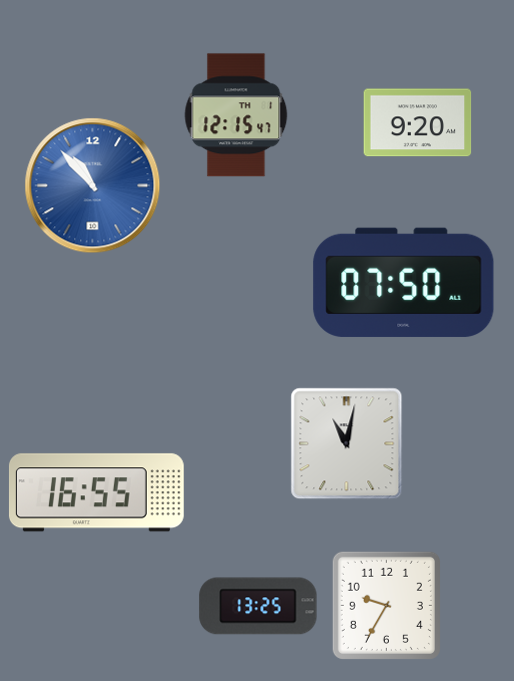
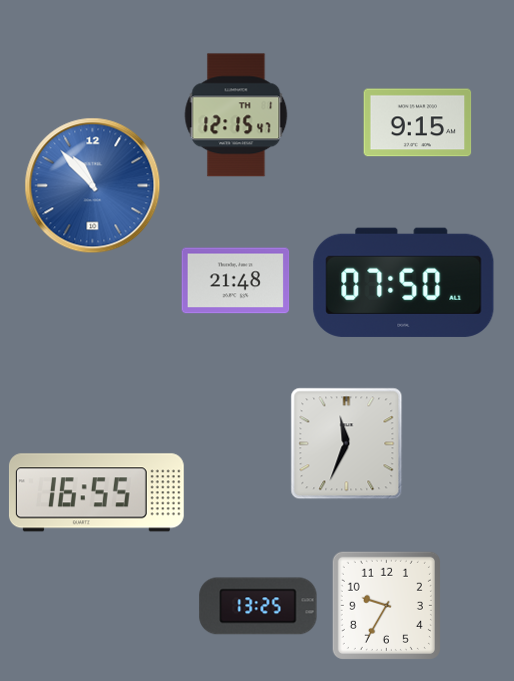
clock at (418, 123): 9:20 -> 9:15
clock at (236, 281): none -> 21:48
clock at (347, 444): 11:02 -> 11:34
